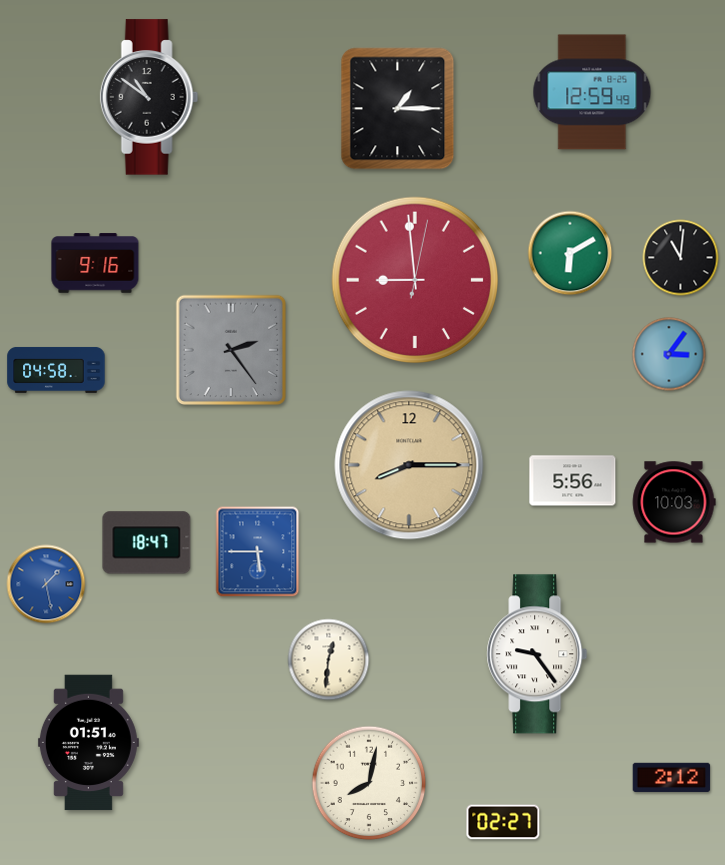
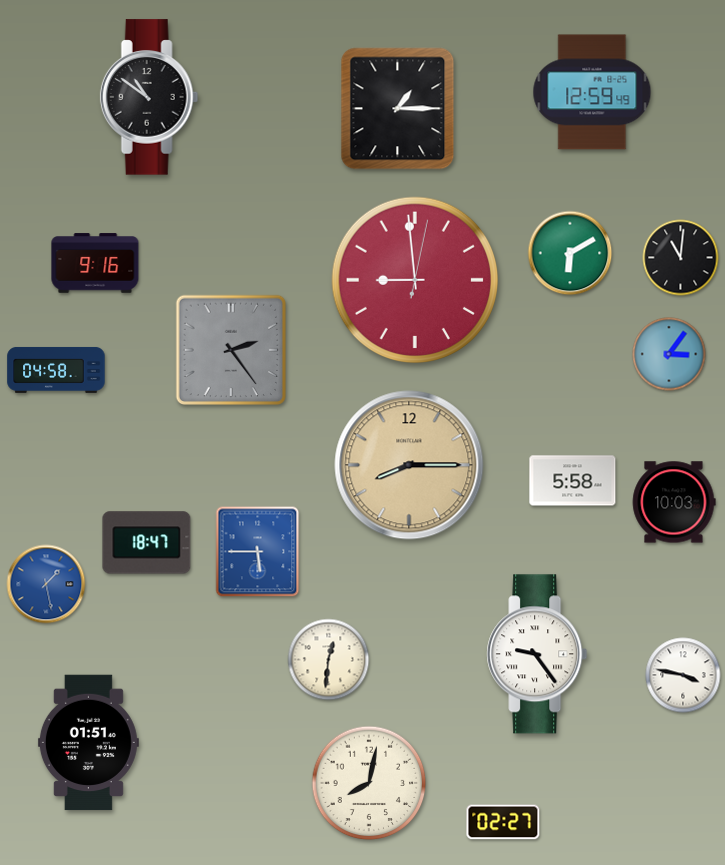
clock at (573, 481): 5:56 -> 5:58
clock at (683, 675): none -> 3:47
clock at (672, 777): 2:12 -> none
